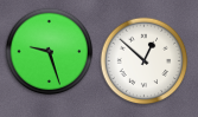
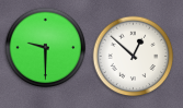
clock at (50, 52): 9:27 -> 9:30
